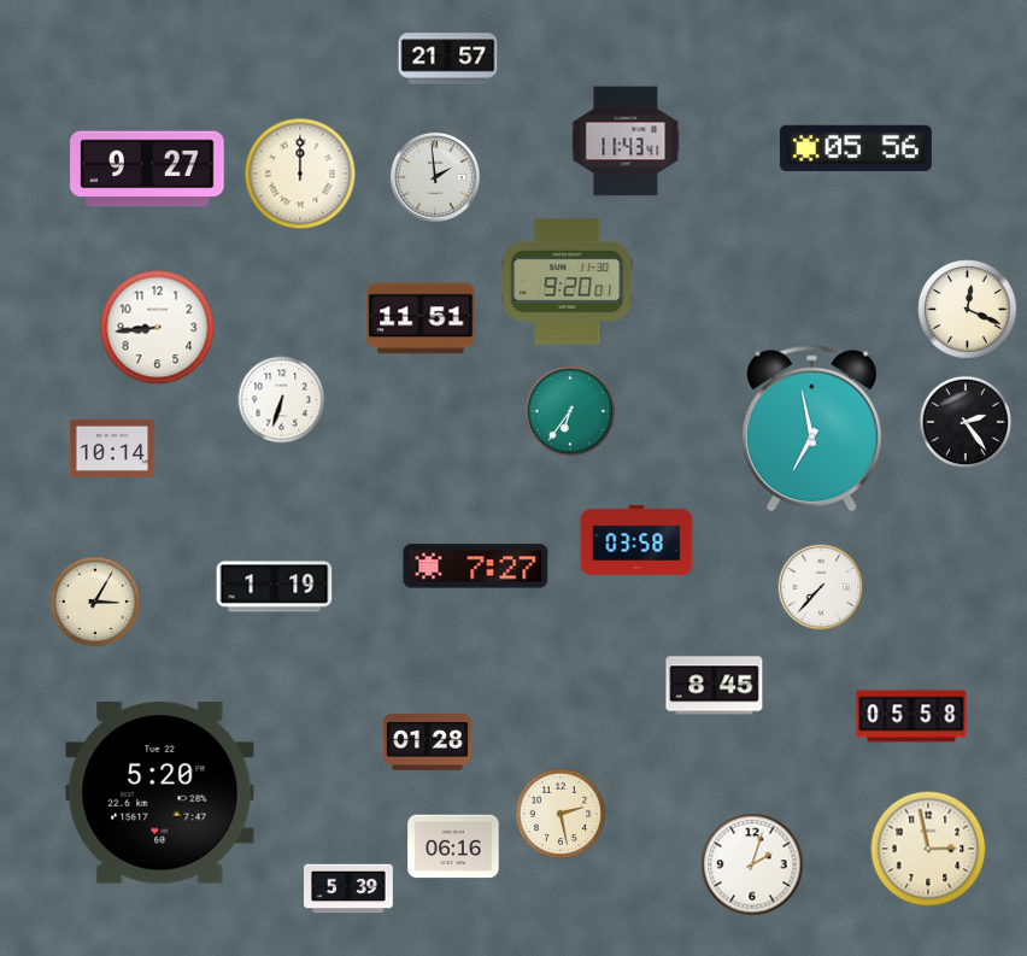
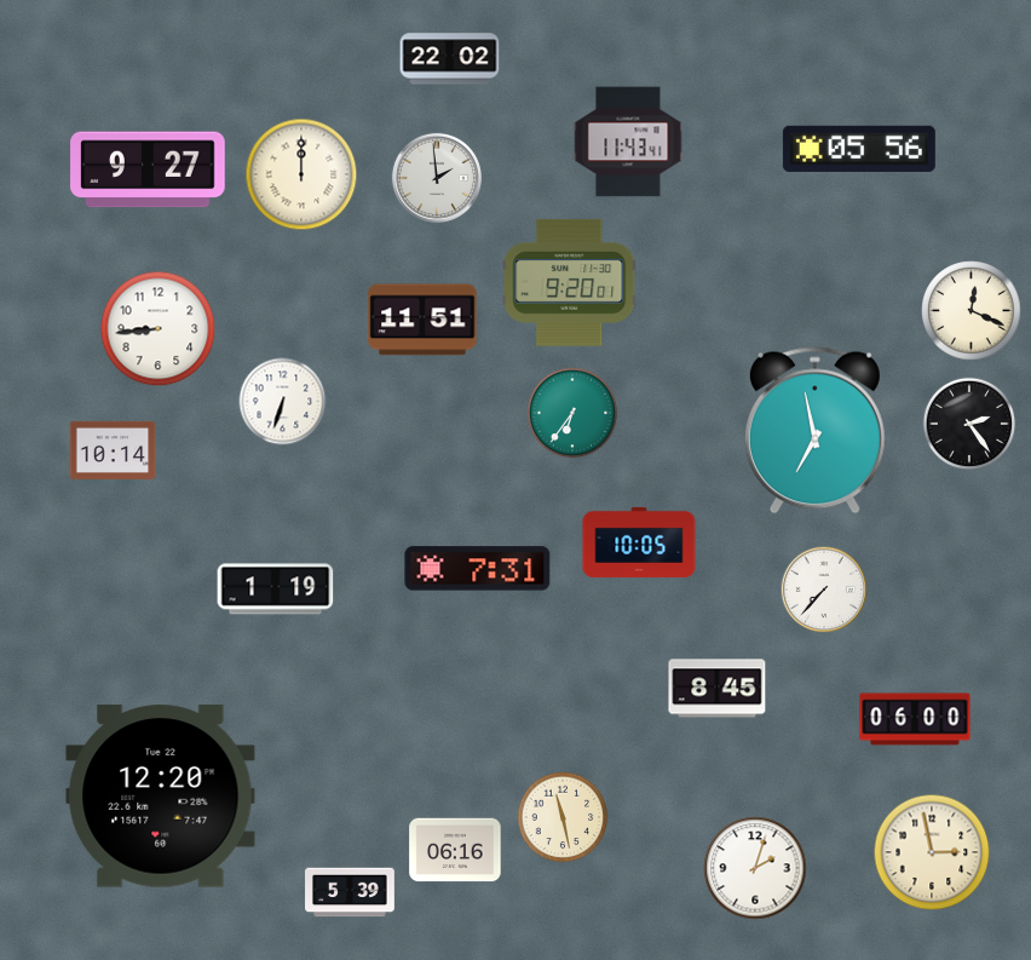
clock at (448, 59): 21:57 -> 22:02
clock at (636, 540): 03:58 -> 10:05
clock at (476, 567): 7:27 -> 7:31
clock at (95, 602): 3:05 -> none
clock at (911, 716): 05:58 -> 06:00
clock at (427, 743): 01:28 -> none
clock at (160, 793): 5:20 -> 12:20
clock at (561, 814): 2:28 -> 11:28
